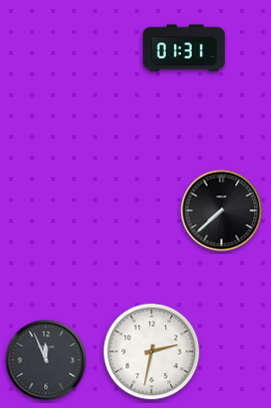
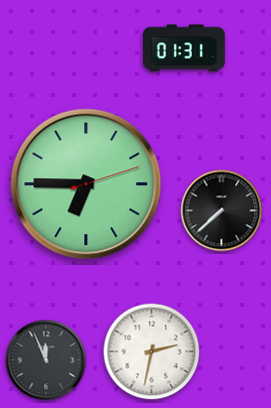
clock at (86, 184): none -> 6:45
